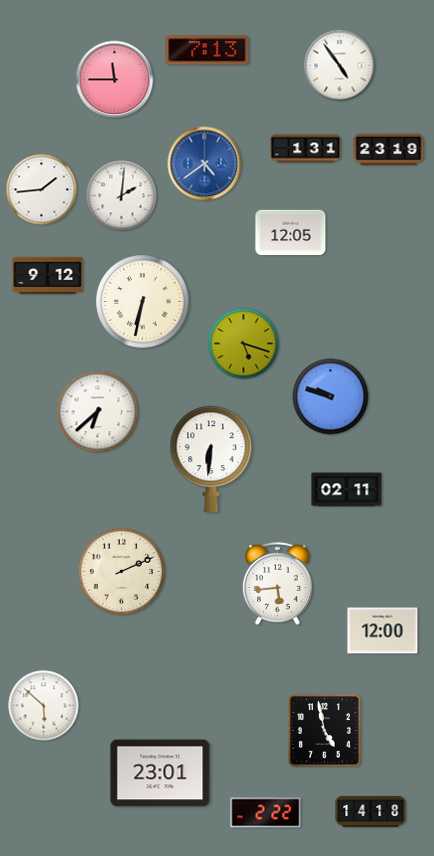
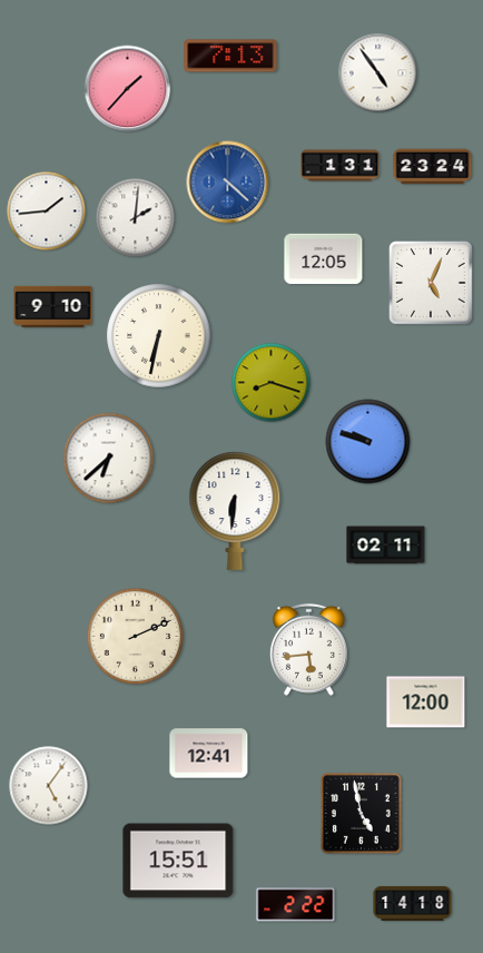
clock at (115, 80): 11:45 -> 1:37
clock at (389, 150): 23:19 -> 23:24
clock at (205, 164): 4:39 -> 4:22
clock at (432, 284): none -> 5:04
clock at (48, 275): 9:12 -> 9:10
clock at (244, 344): 5:18 -> 8:18
clock at (209, 754): none -> 12:41
clock at (44, 706): 5:52 -> 5:06
clock at (160, 773): 23:01 -> 15:51
